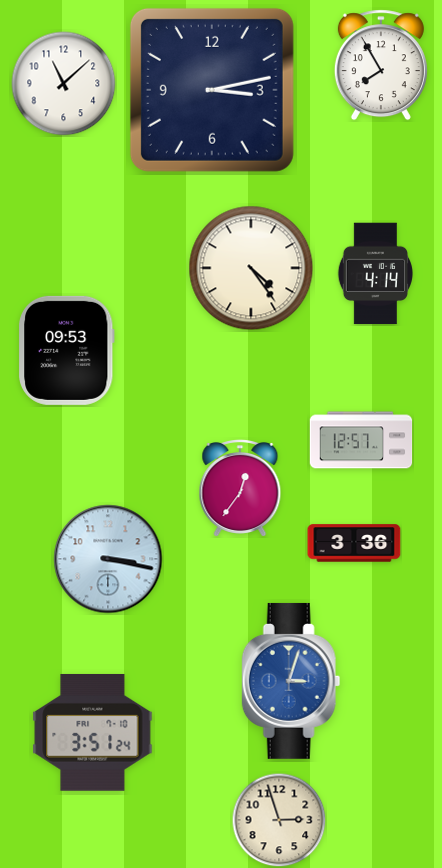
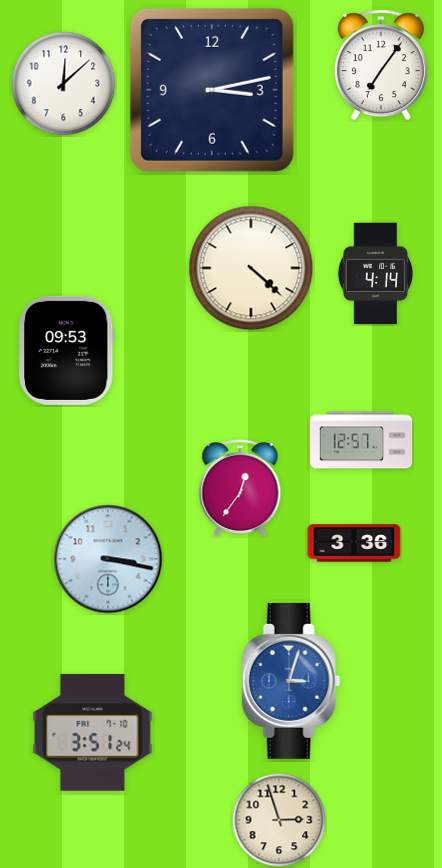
clock at (381, 65): 7:55 -> 7:06
clock at (64, 84): 11:08 -> 12:08
clock at (251, 268): 4:24 -> 4:22
